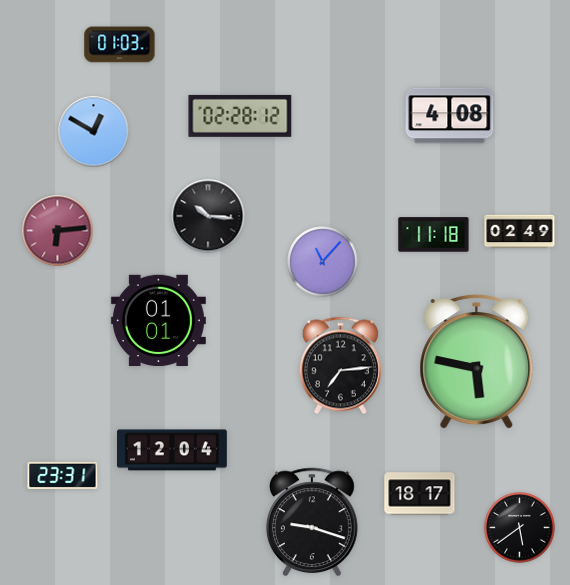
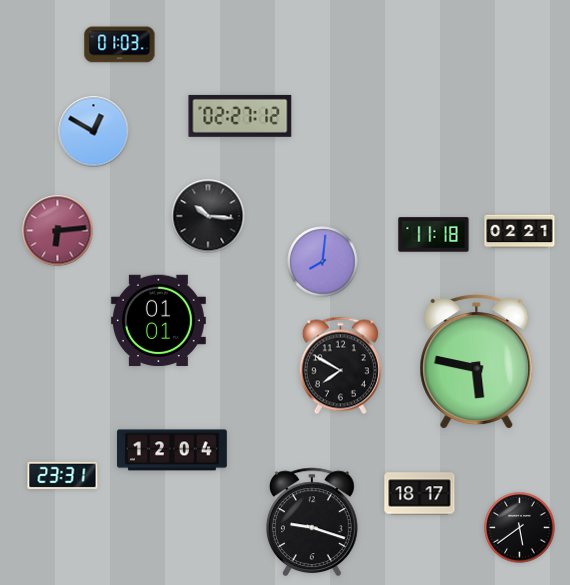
clock at (240, 116): 02:28 -> 02:27
clock at (450, 116): 4:08 -> none
clock at (520, 232): 02:49 -> 02:21
clock at (323, 262): 11:07 -> 8:01
clock at (340, 366): 7:14 -> 7:50
